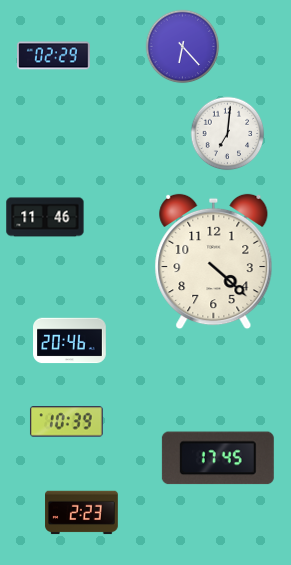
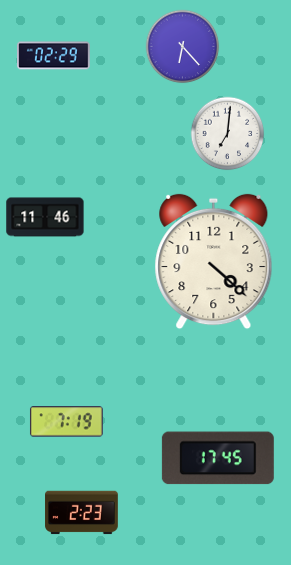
clock at (70, 341): 20:46 -> none
clock at (67, 422): 10:39 -> 7:19
